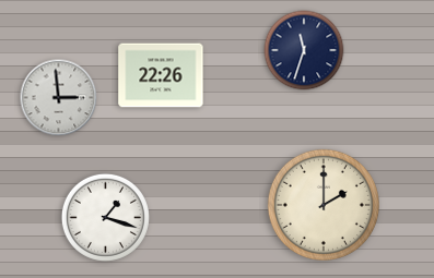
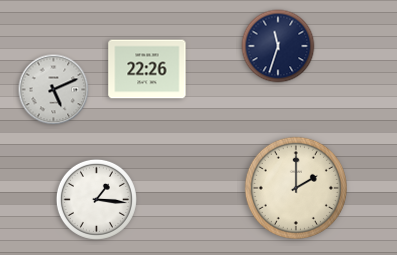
clock at (59, 98): 2:59 -> 5:11
clock at (105, 217): 1:18 -> 1:16
